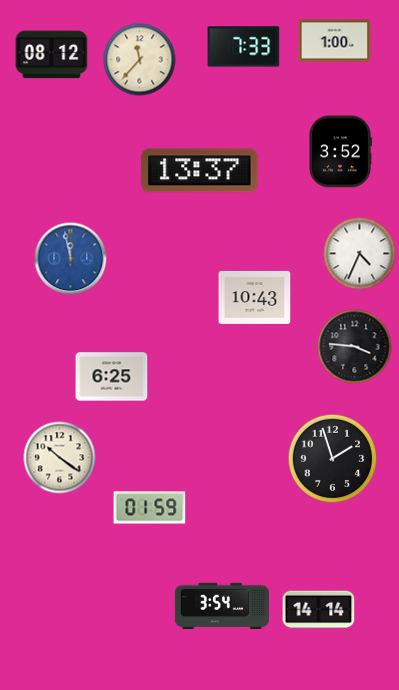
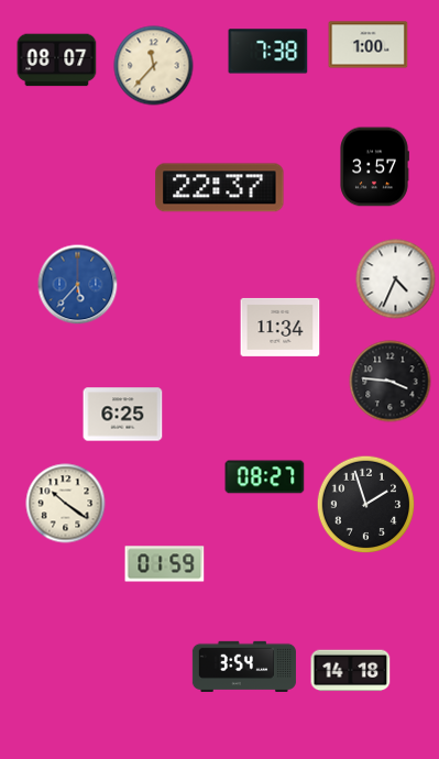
clock at (244, 47): 7:33 -> 7:38
clock at (52, 55): 08:12 -> 08:07
clock at (340, 152): 3:52 -> 3:57
clock at (200, 171): 13:37 -> 22:37
clock at (71, 259): 11:58 -> 5:37
clock at (255, 297): 10:43 -> 11:34
clock at (265, 477): none -> 08:27
clock at (150, 508) position: (150, 508) -> (165, 564)
clock at (319, 610): 14:14 -> 14:18
